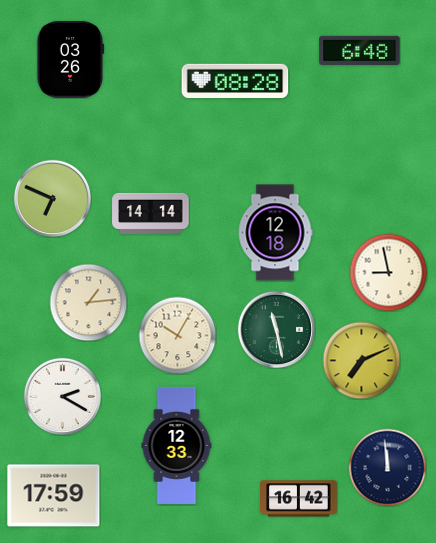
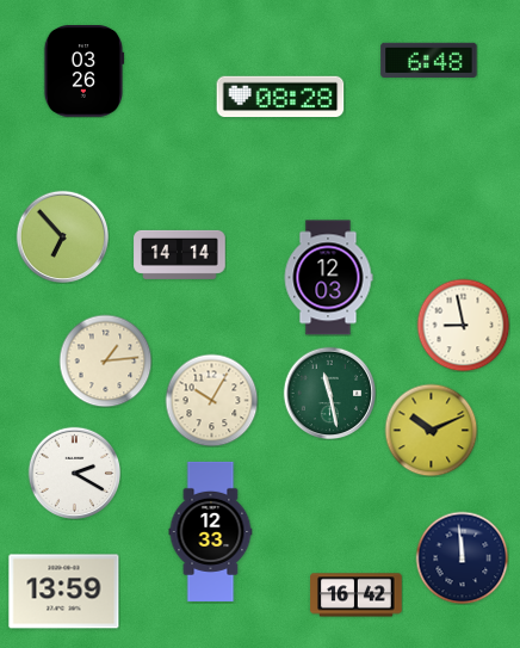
clock at (52, 198): 6:49 -> 6:53
clock at (275, 233): 12:18 -> 12:03
clock at (361, 360): 7:11 -> 10:11
clock at (54, 496): 17:59 -> 13:59
